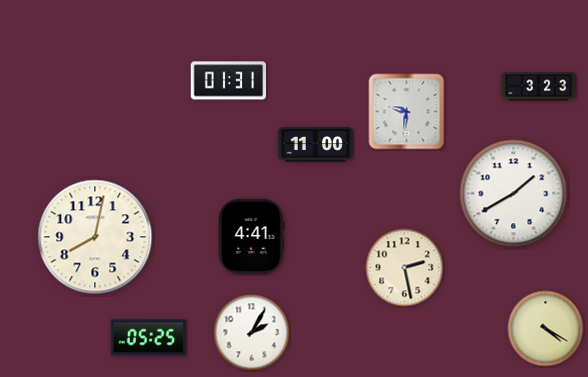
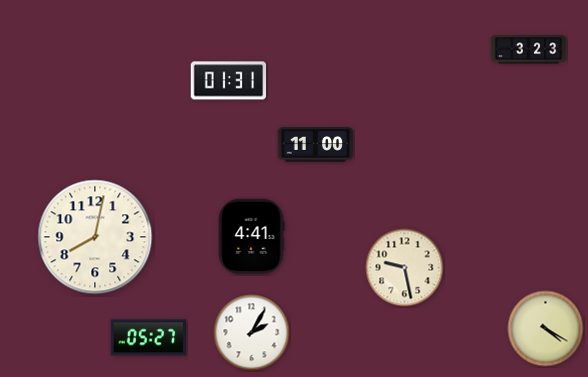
clock at (539, 87) position: (539, 87) -> (529, 50)
clock at (407, 112): 9:31 -> none
clock at (514, 194): 1:40 -> none
clock at (405, 268): 2:28 -> 9:28
clock at (149, 338): 05:25 -> 05:27
